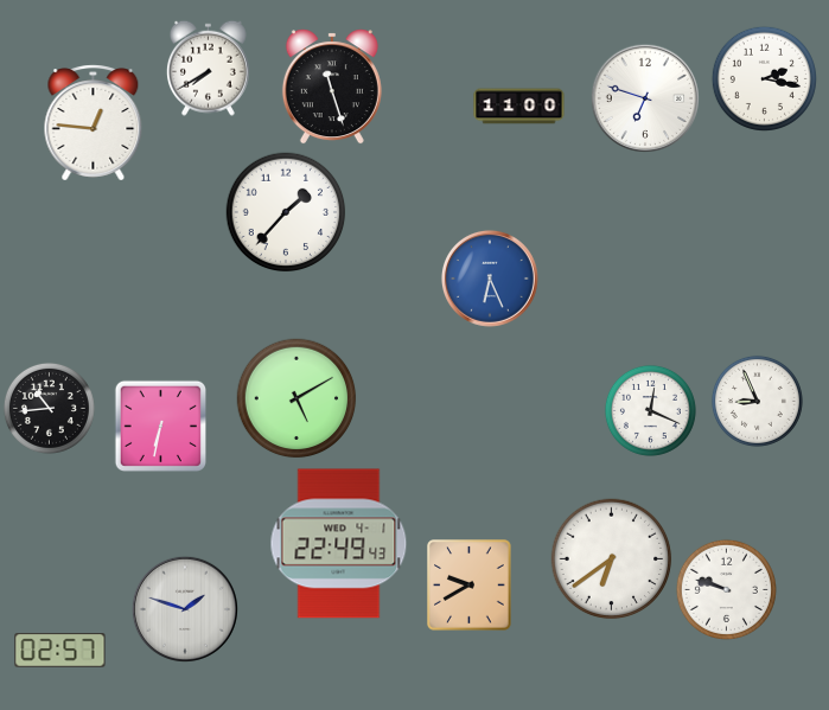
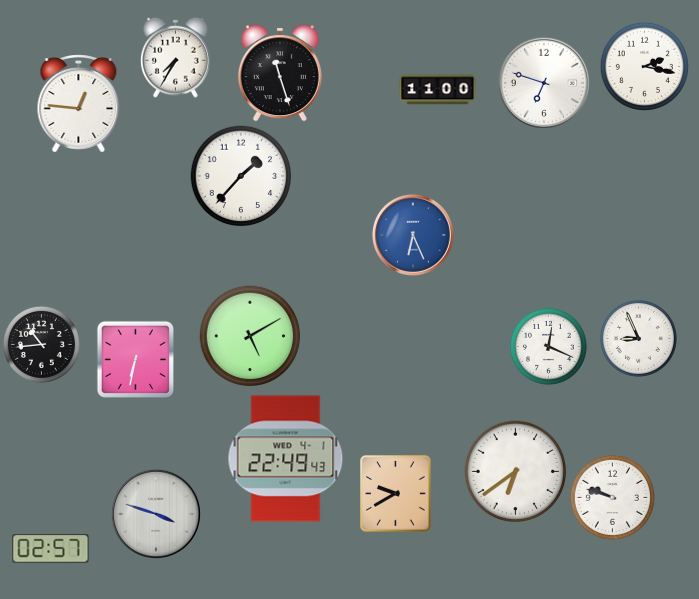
clock at (208, 68): 7:40 -> 7:35
clock at (286, 212) position: (286, 212) -> (241, 176)
clock at (185, 609): 1:48 -> 3:48
